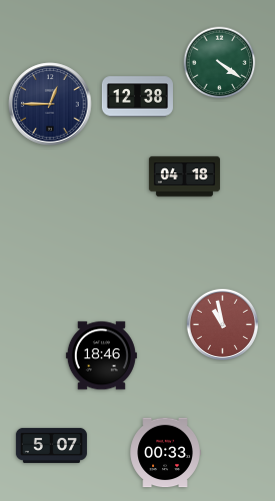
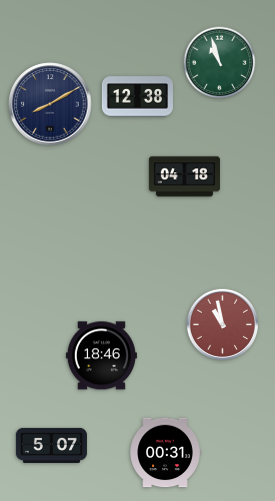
clock at (220, 63): 4:21 -> 10:57
clock at (50, 104): 12:45 -> 8:10
clock at (165, 453): 00:33 -> 00:31
